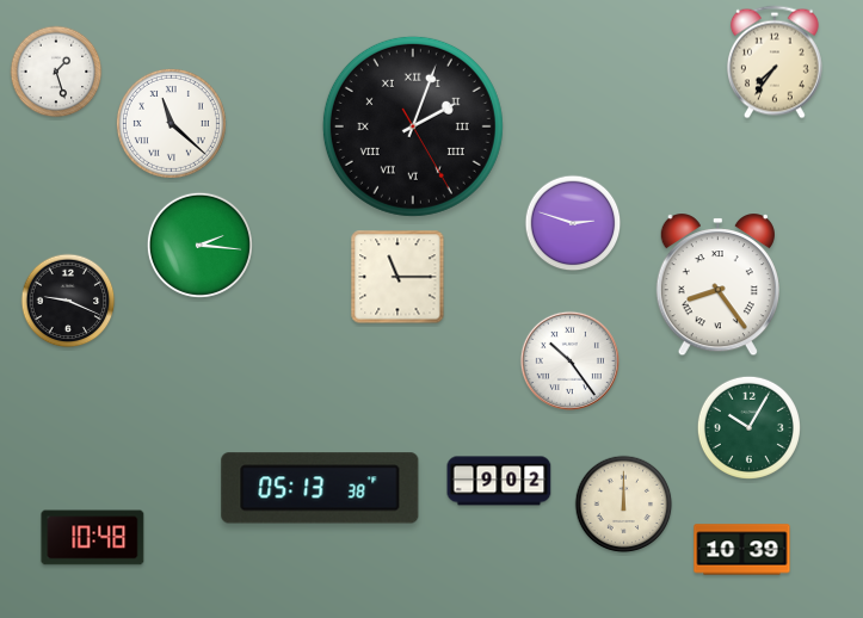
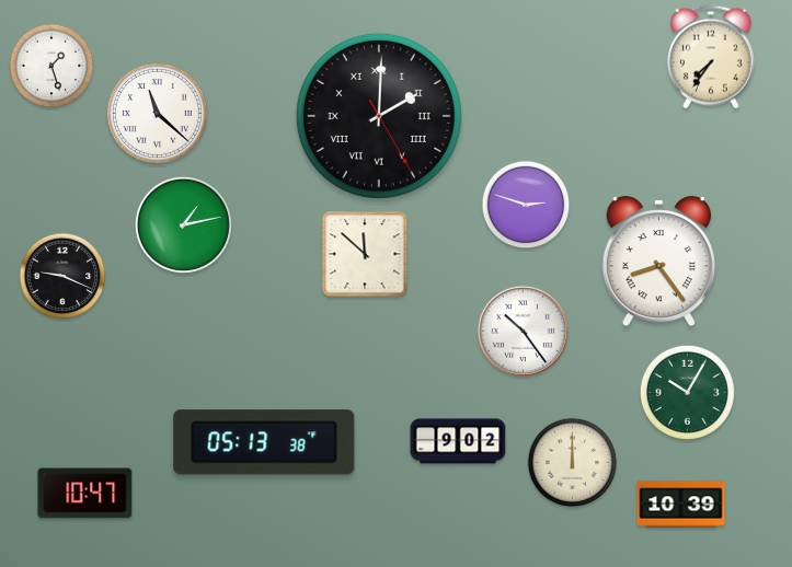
clock at (413, 126): 2:03 -> 2:00
clock at (199, 245): 2:16 -> 1:13
clock at (397, 277): 11:15 -> 11:52
clock at (320, 488) position: (320, 488) -> (264, 442)
clock at (93, 538): 10:48 -> 10:47
